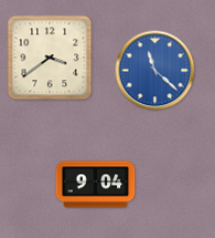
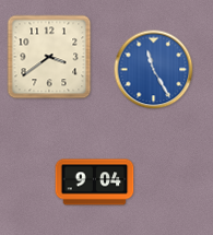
clock at (155, 71): 11:22 -> 11:25
